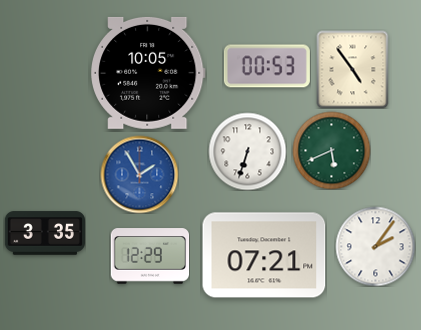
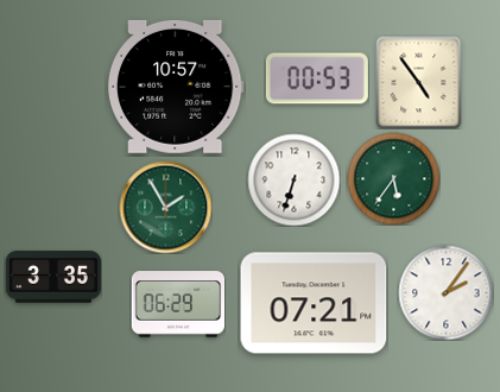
clock at (148, 73): 10:05 -> 10:57
clock at (331, 150): 5:41 -> 5:36
clock at (139, 174) dial: blue -> green
clock at (150, 256): 12:29 -> 06:29
